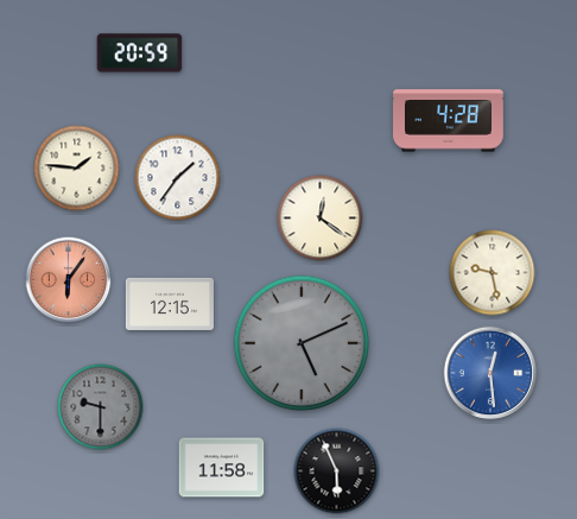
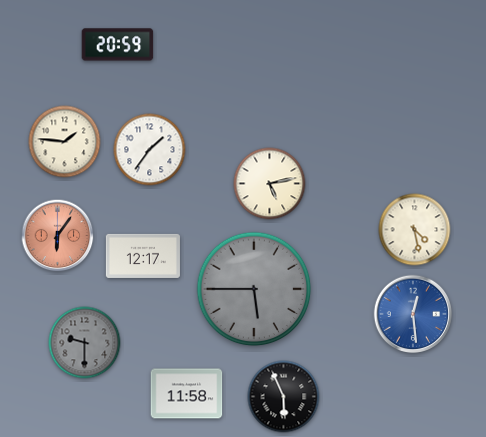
clock at (449, 121): 4:28 -> none
clock at (321, 219): 12:21 -> 5:13
clock at (493, 273): 9:28 -> 4:28
clock at (170, 304): 12:15 -> 12:17
clock at (302, 343): 5:11 -> 5:45
